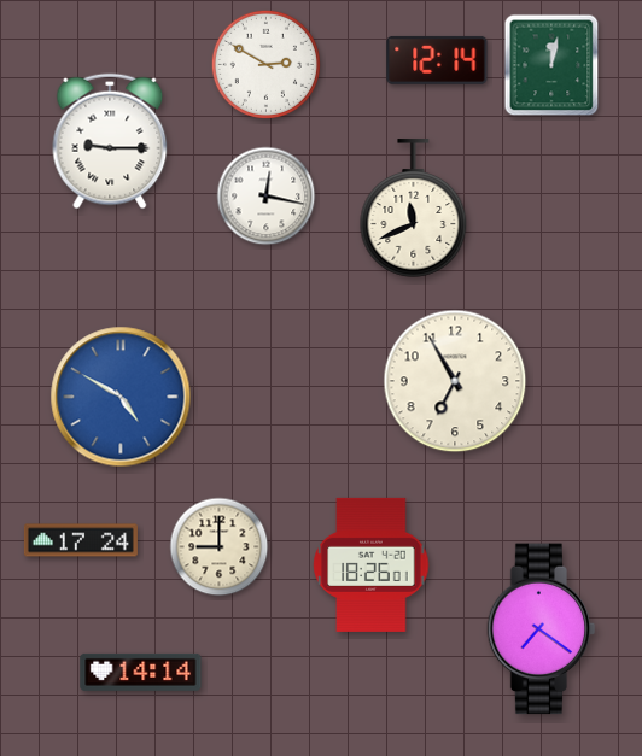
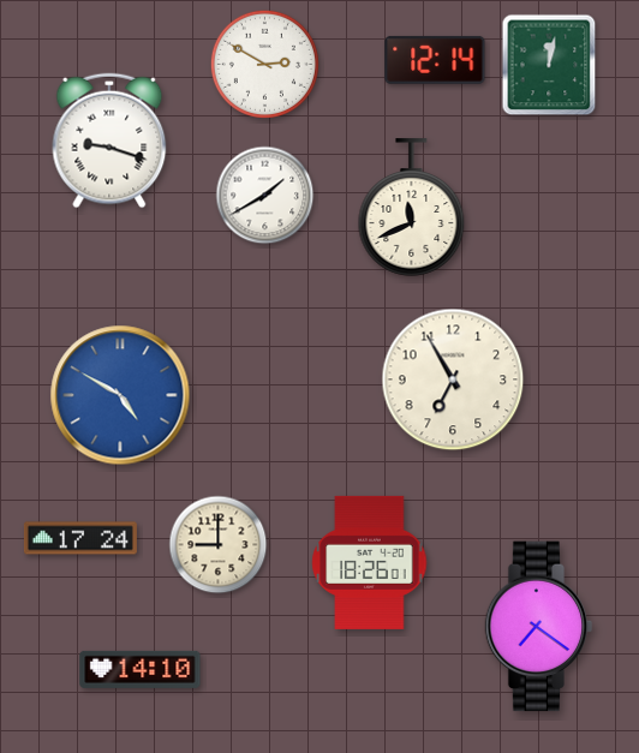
clock at (110, 141): 9:15 -> 9:18
clock at (267, 197): 12:17 -> 1:40
clock at (141, 672): 14:14 -> 14:10
